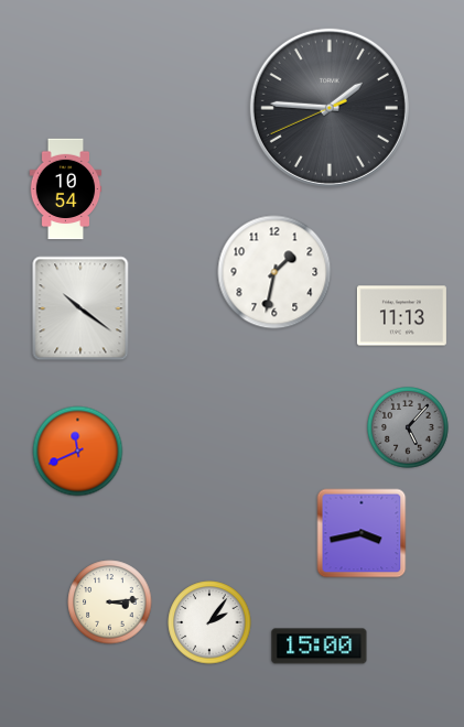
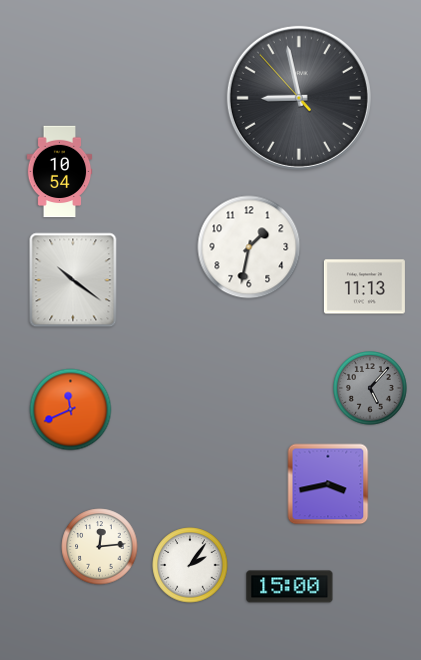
clock at (330, 108): 1:45 -> 8:57
clock at (110, 603): 3:14 -> 12:14
